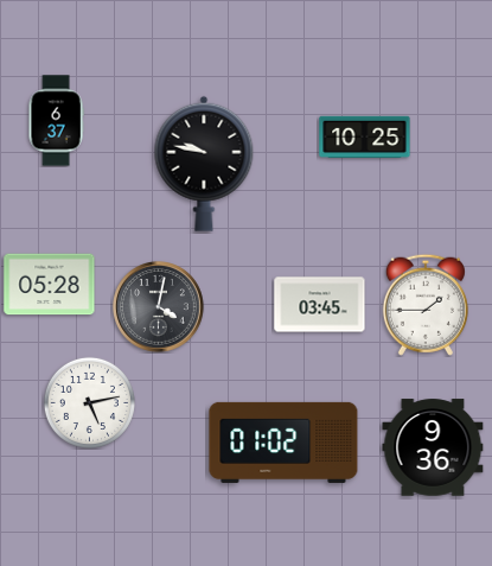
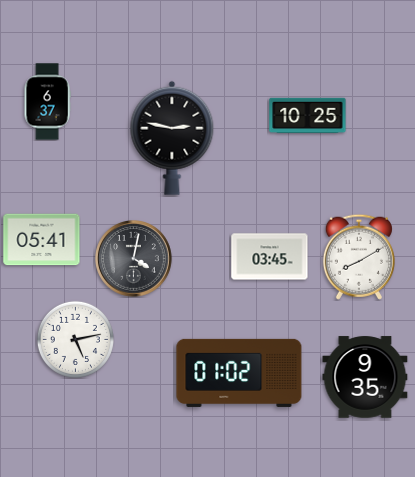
clock at (204, 164): 9:47 -> 2:47
clock at (50, 285): 05:28 -> 05:41
clock at (426, 305): 1:45 -> 8:10
clock at (433, 447): 9:36 -> 9:35
